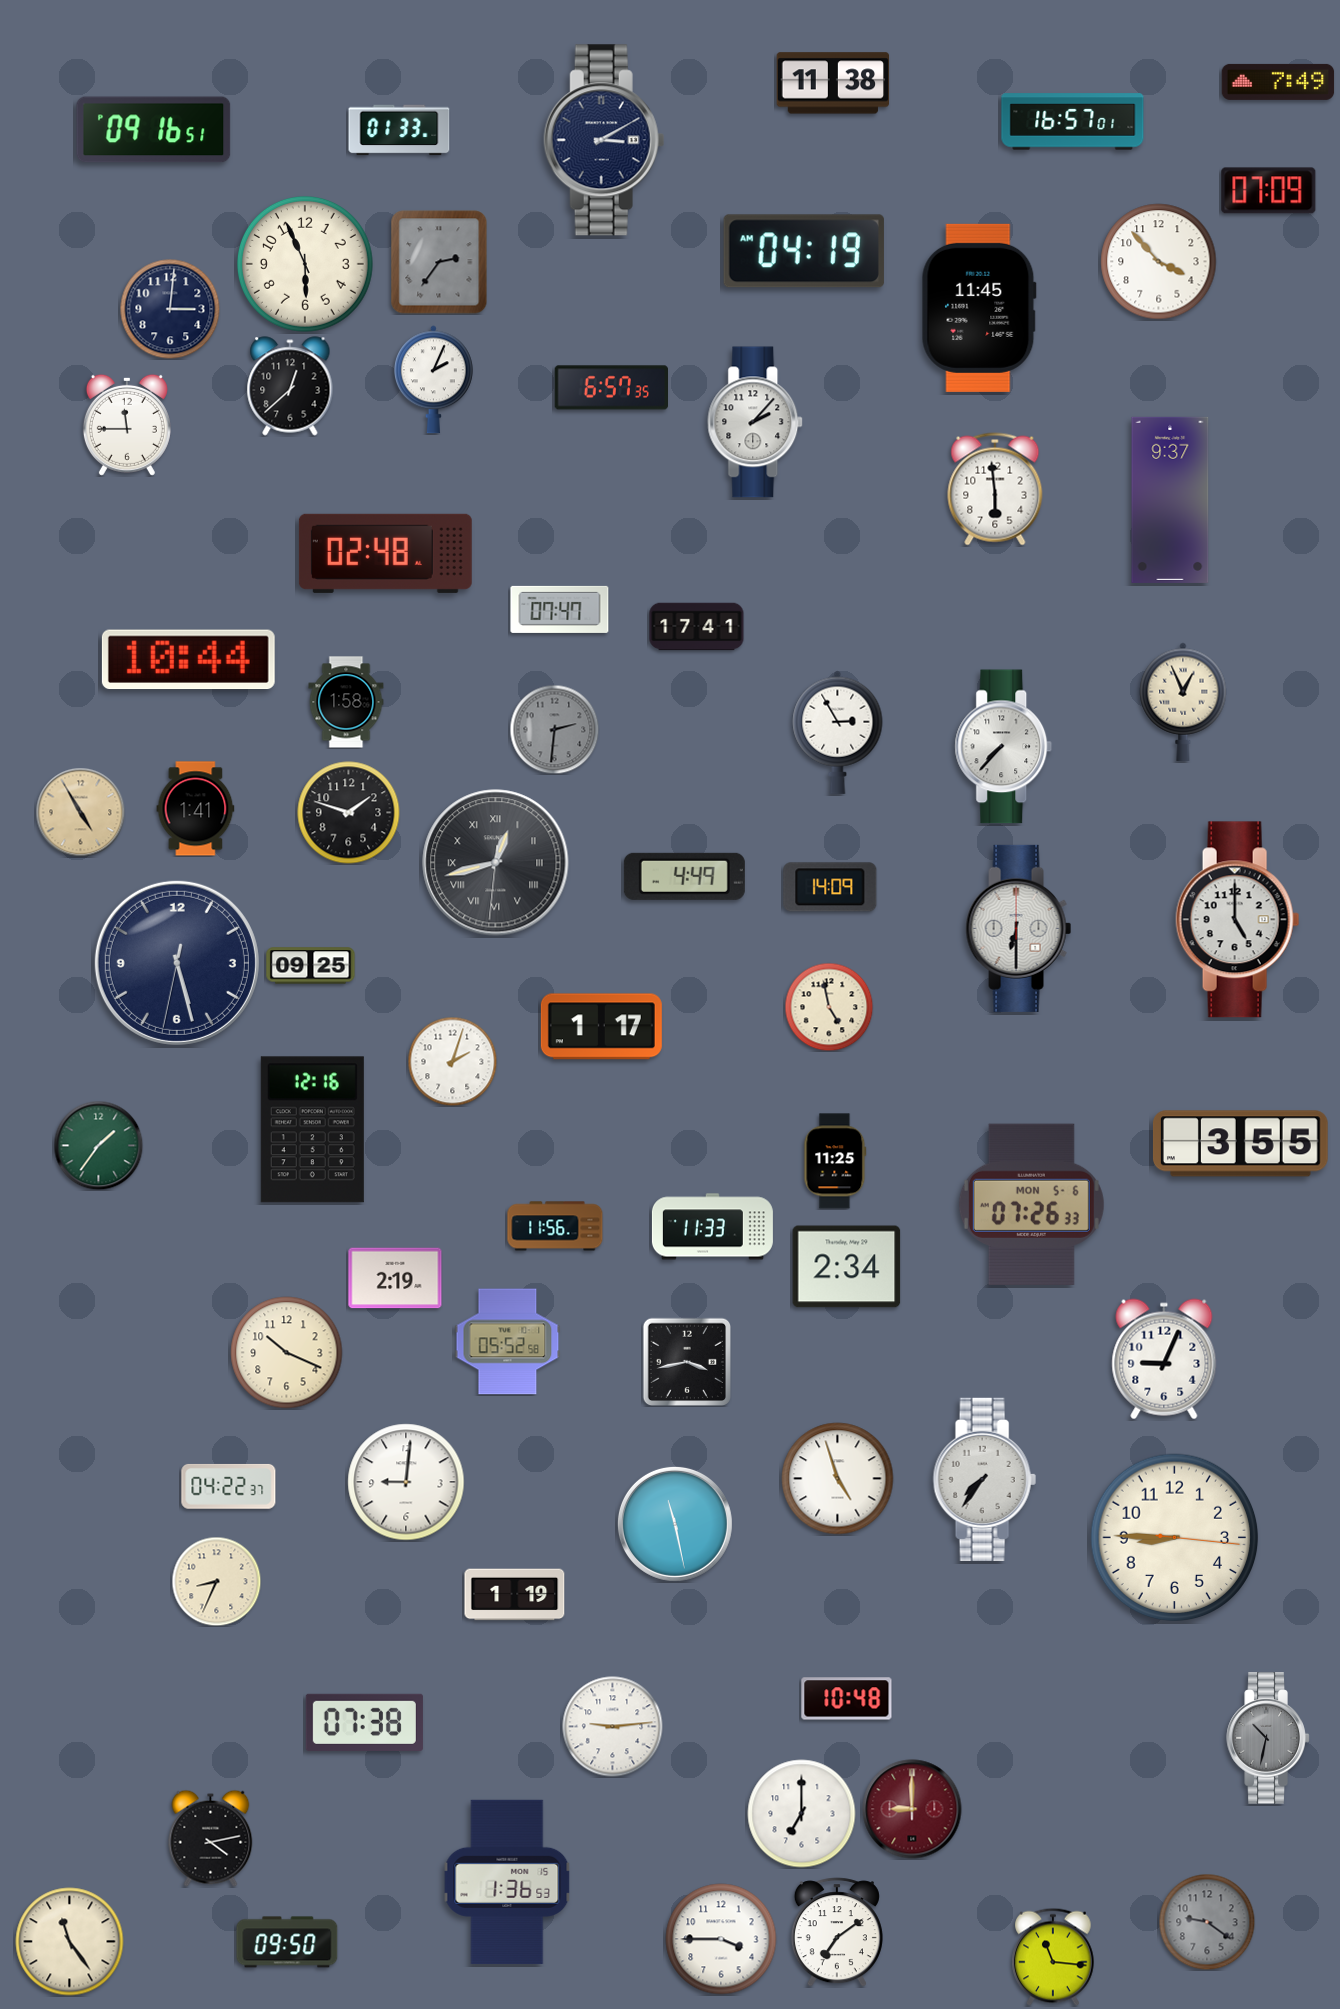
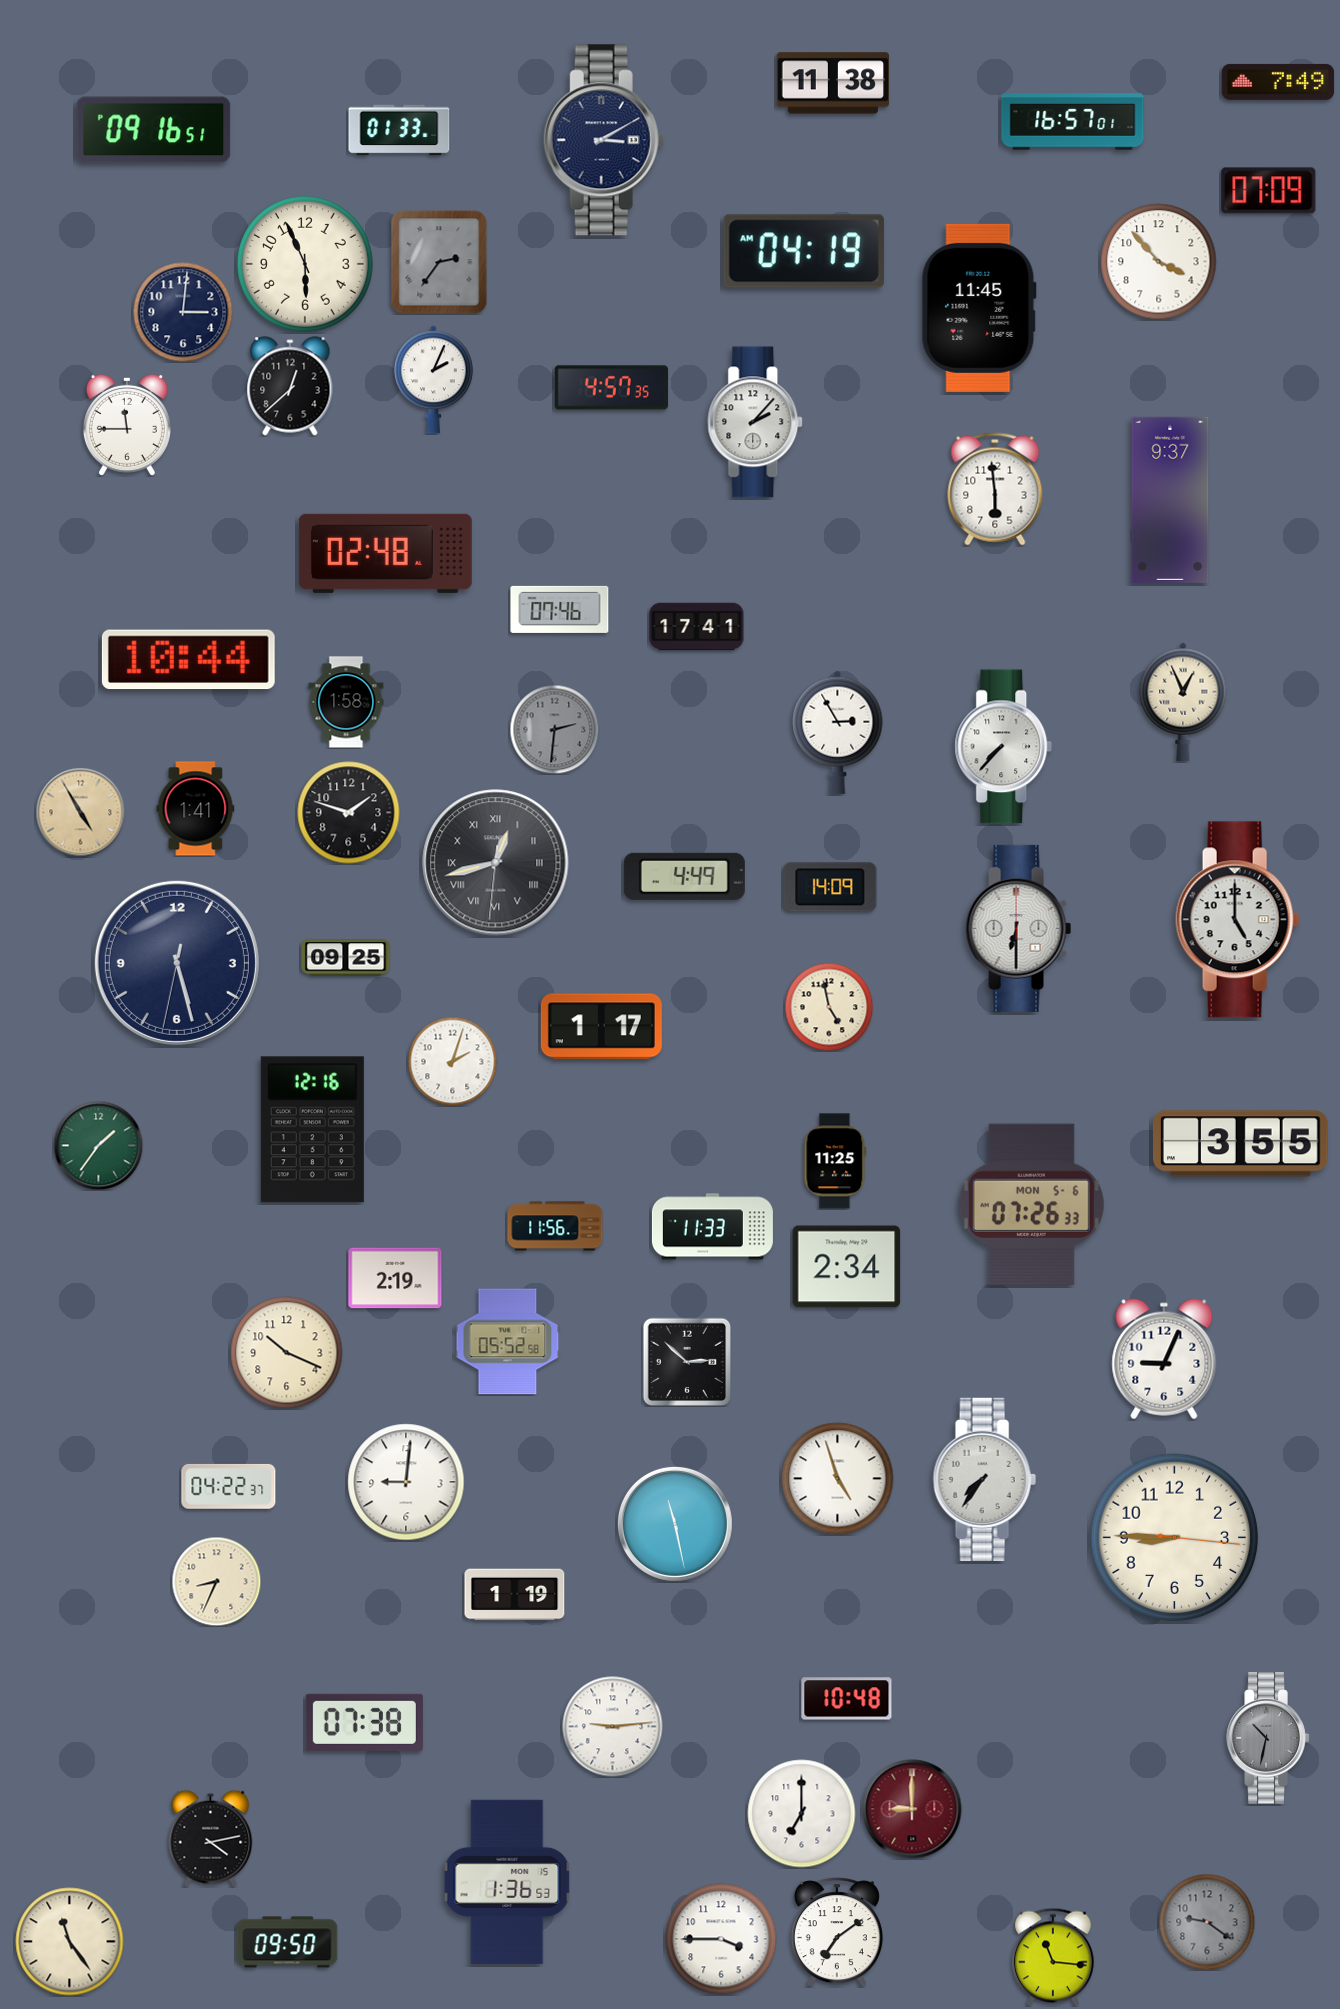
clock at (170, 309) position: (170, 309) -> (183, 312)
clock at (611, 388): 6:57 -> 4:57
clock at (560, 609): 07:47 -> 07:46
clock at (311, 966) position: (311, 966) -> (346, 958)
clock at (686, 1361): 3:43 -> 2:52
